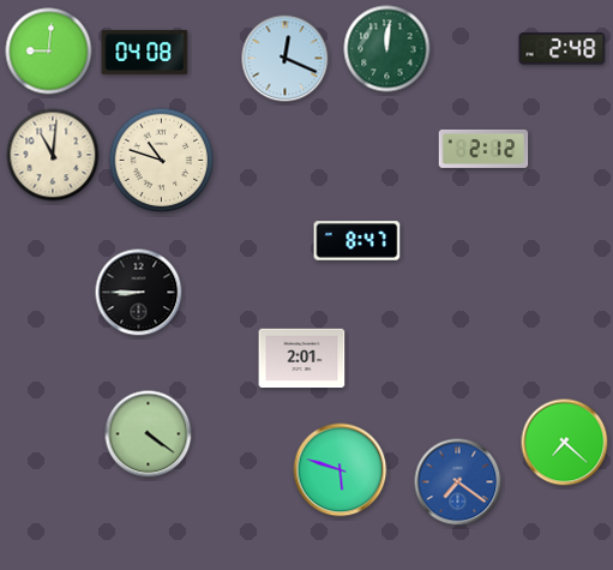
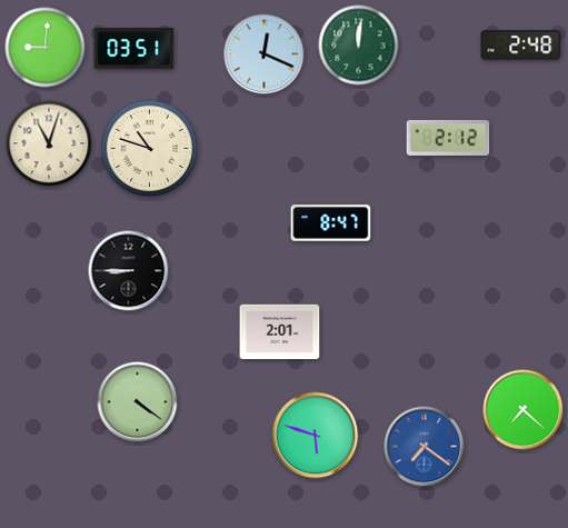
clock at (145, 52): 04:08 -> 03:51
clock at (53, 155): 11:01 -> 11:03
